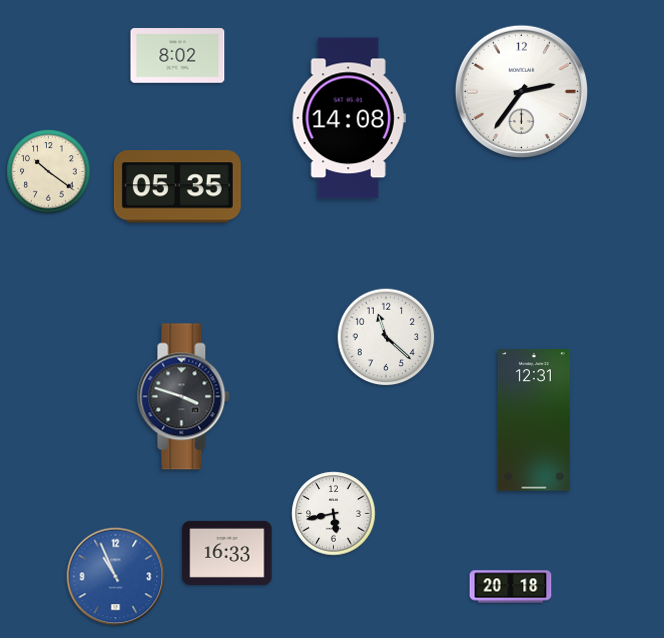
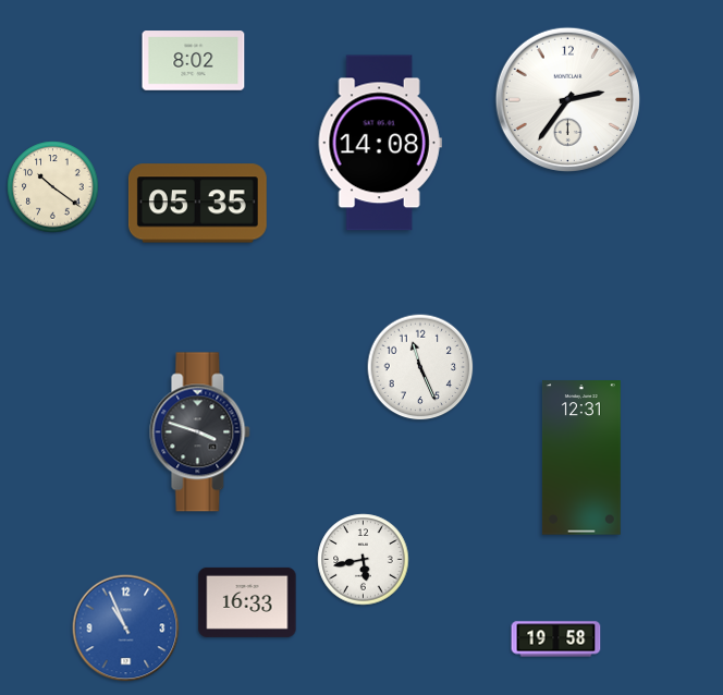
clock at (349, 118) position: (349, 118) -> (380, 143)
clock at (177, 187) position: (177, 187) -> (197, 204)
clock at (386, 337): 11:22 -> 11:26
clock at (511, 587): 20:18 -> 19:58
